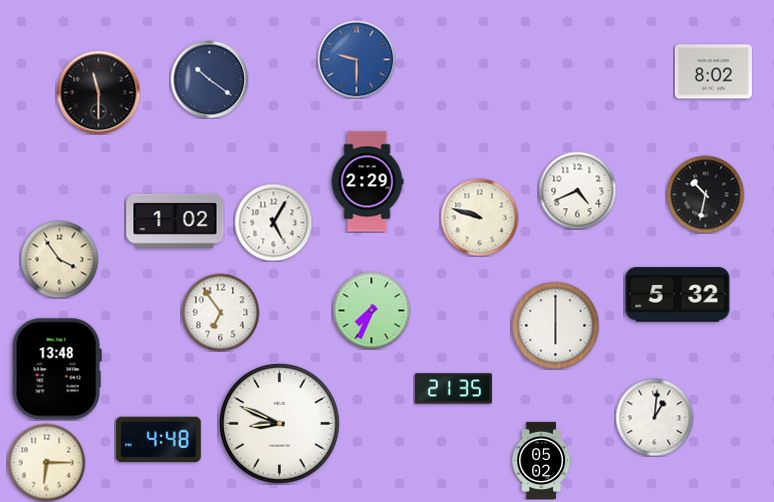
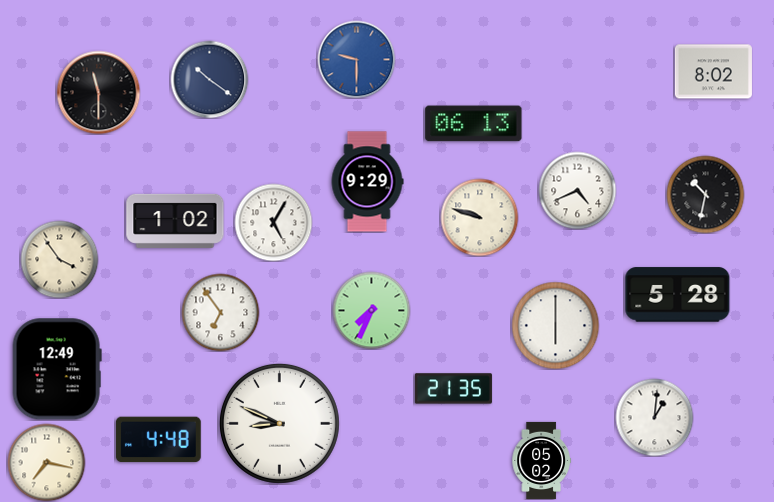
clock at (474, 124): none -> 06:13
clock at (367, 182): 2:29 -> 9:29
clock at (678, 295): 5:32 -> 5:28
clock at (57, 369): 13:48 -> 12:49
clock at (46, 462): 6:15 -> 7:17
